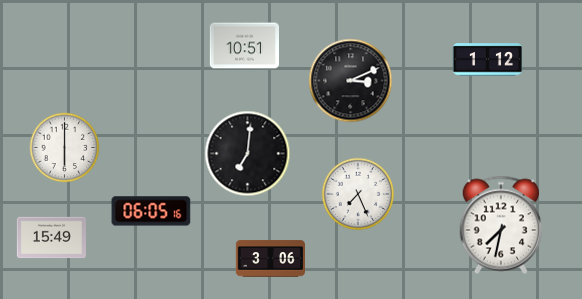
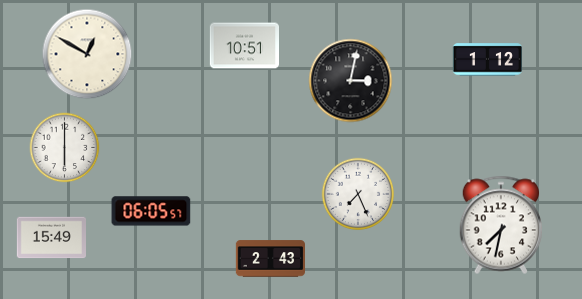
clock at (87, 54): none -> 12:50
clock at (351, 81): 3:11 -> 3:02
clock at (248, 154): 7:01 -> none
clock at (151, 211): 06:05:16 -> 06:05:57
clock at (271, 259): 3:06 -> 2:43
